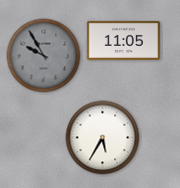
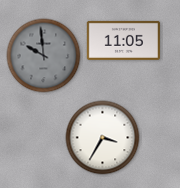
clock at (44, 56): 9:55 -> 9:59
clock at (103, 138): 5:35 -> 3:35
